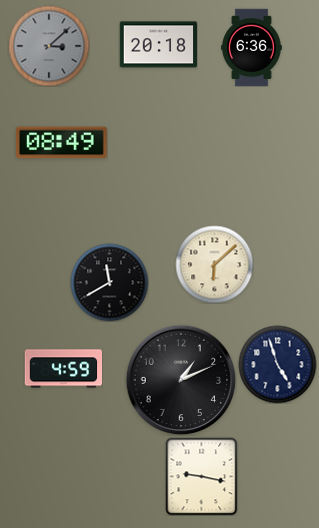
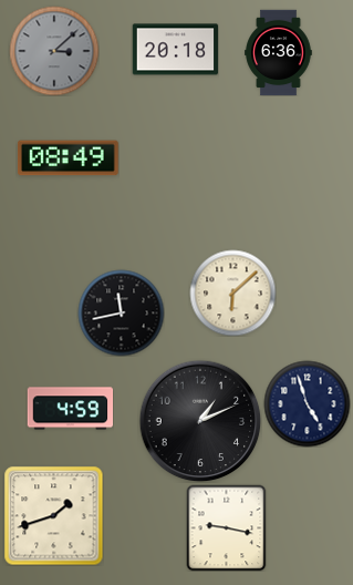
clock at (214, 264) position: (214, 264) -> (232, 292)
clock at (109, 282): 11:40 -> 11:43
clock at (53, 515): none -> 1:42
clock at (202, 476) position: (202, 476) -> (227, 527)
